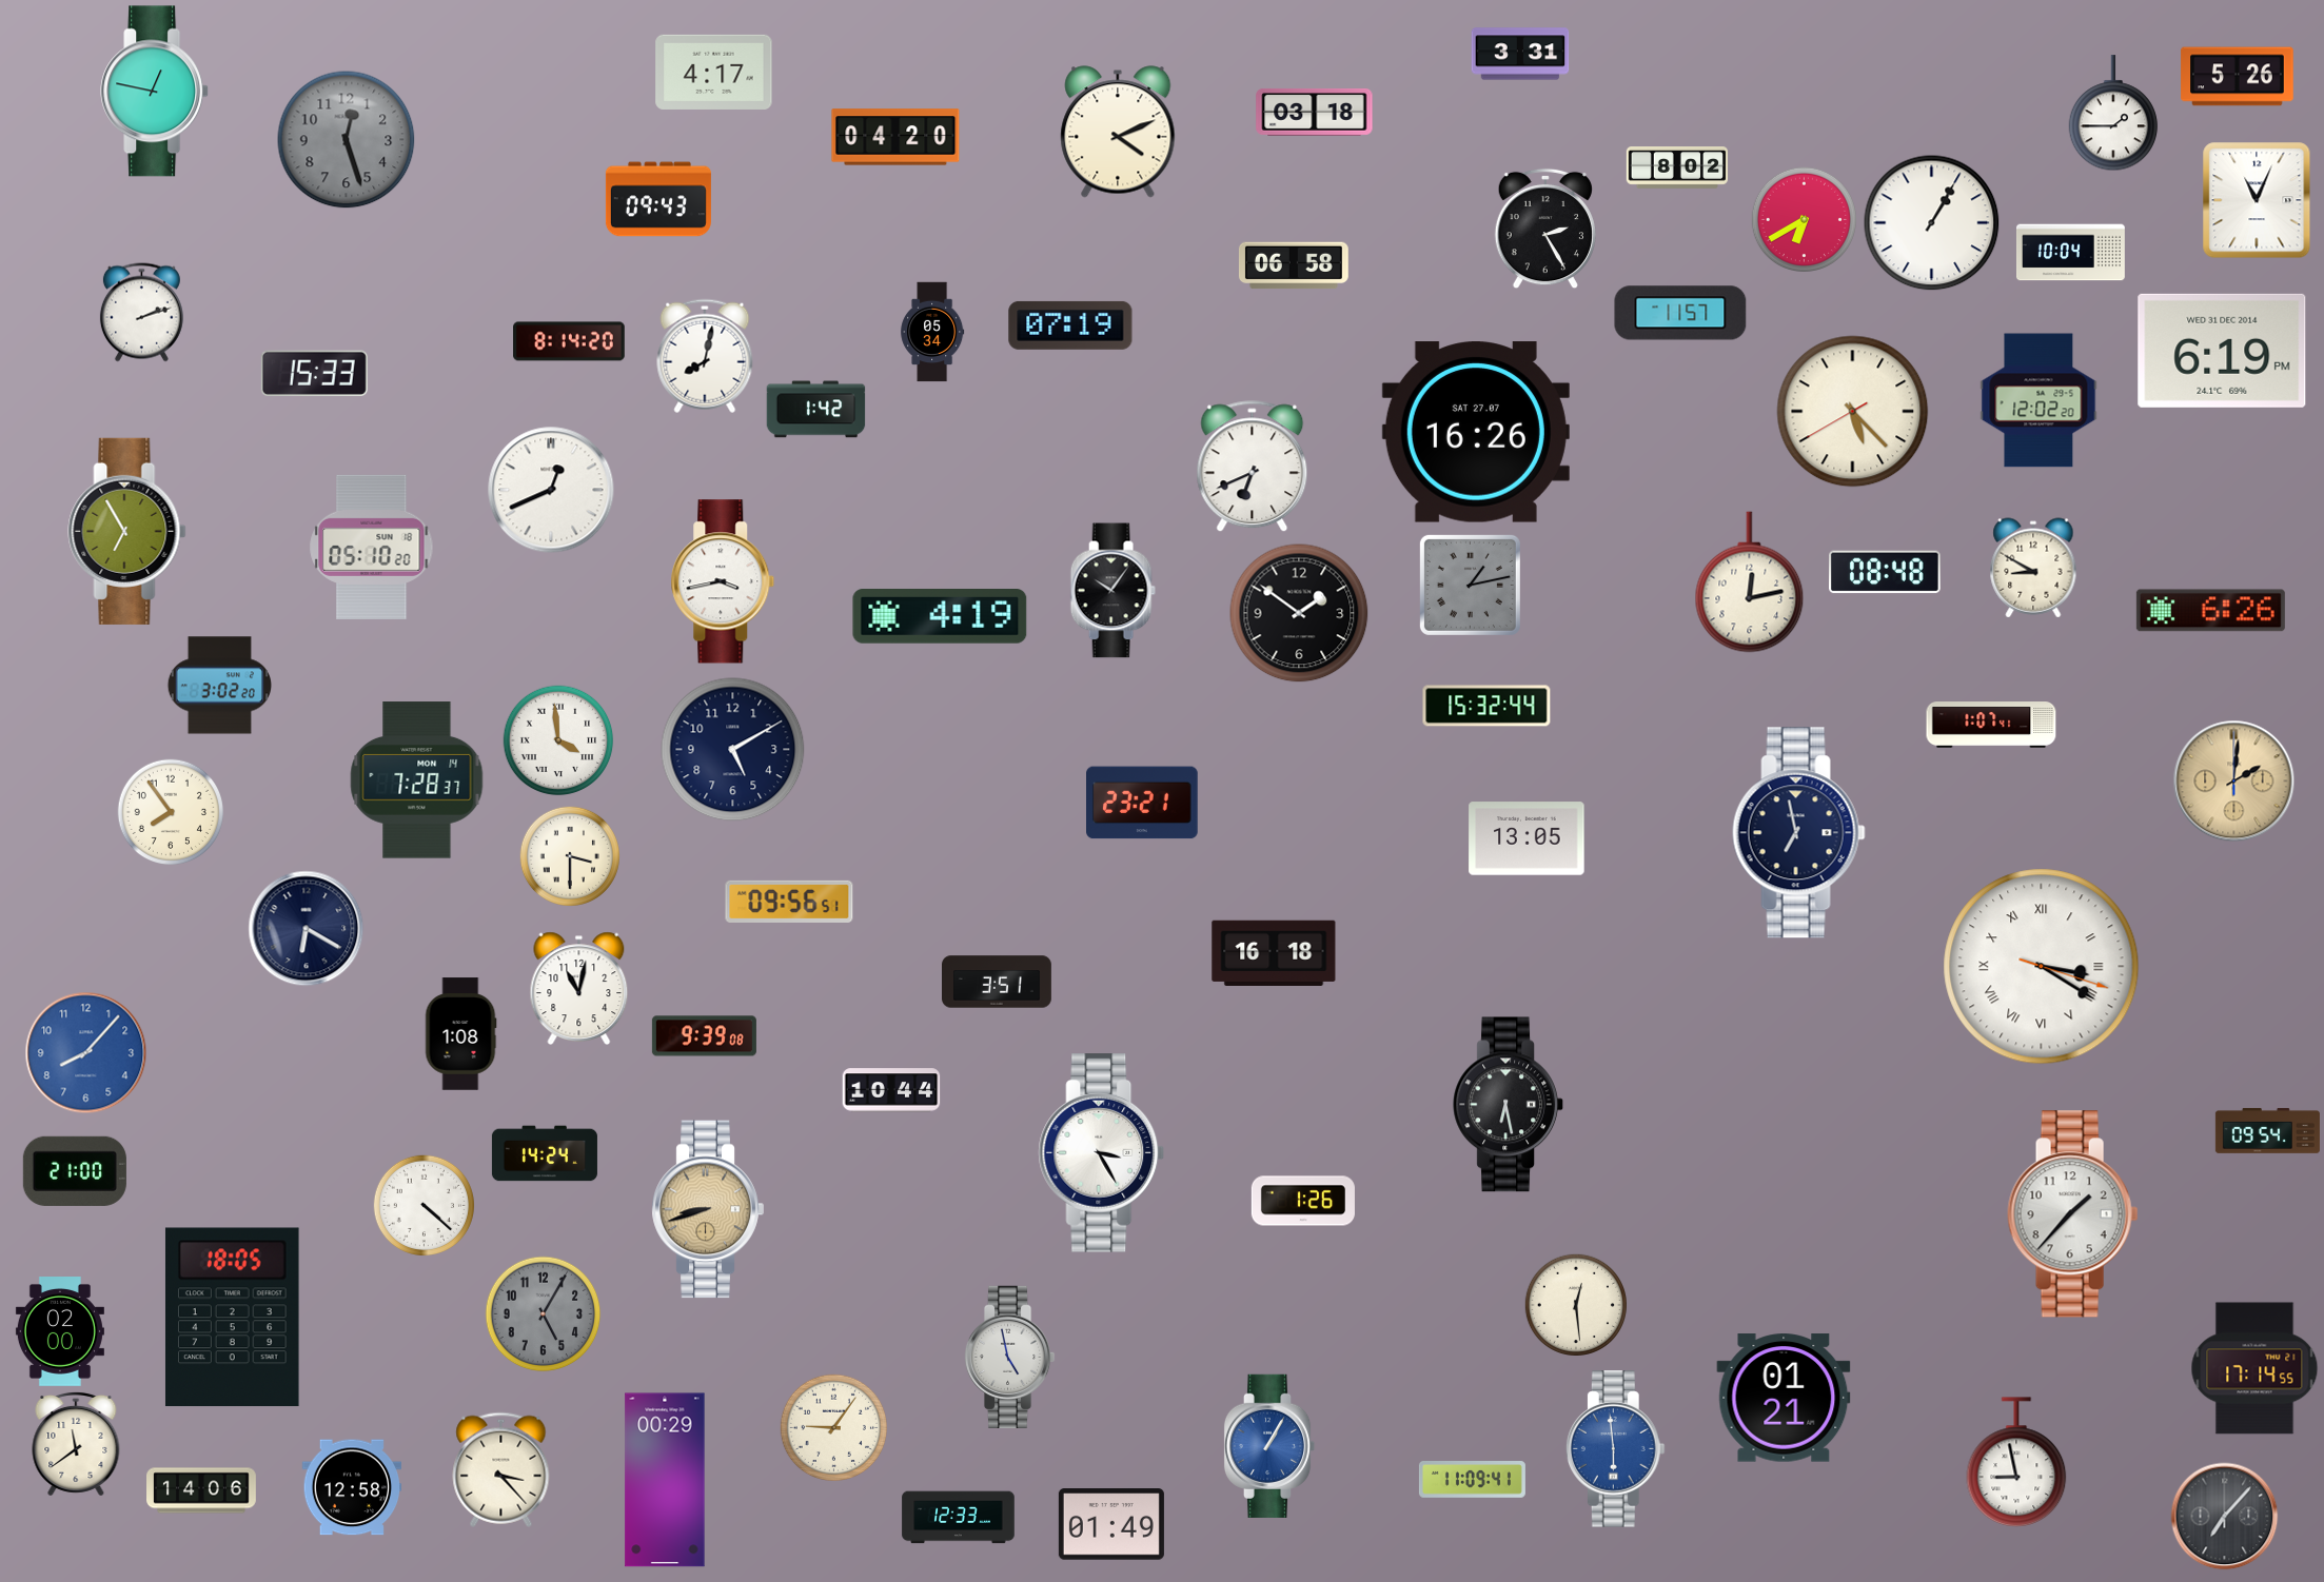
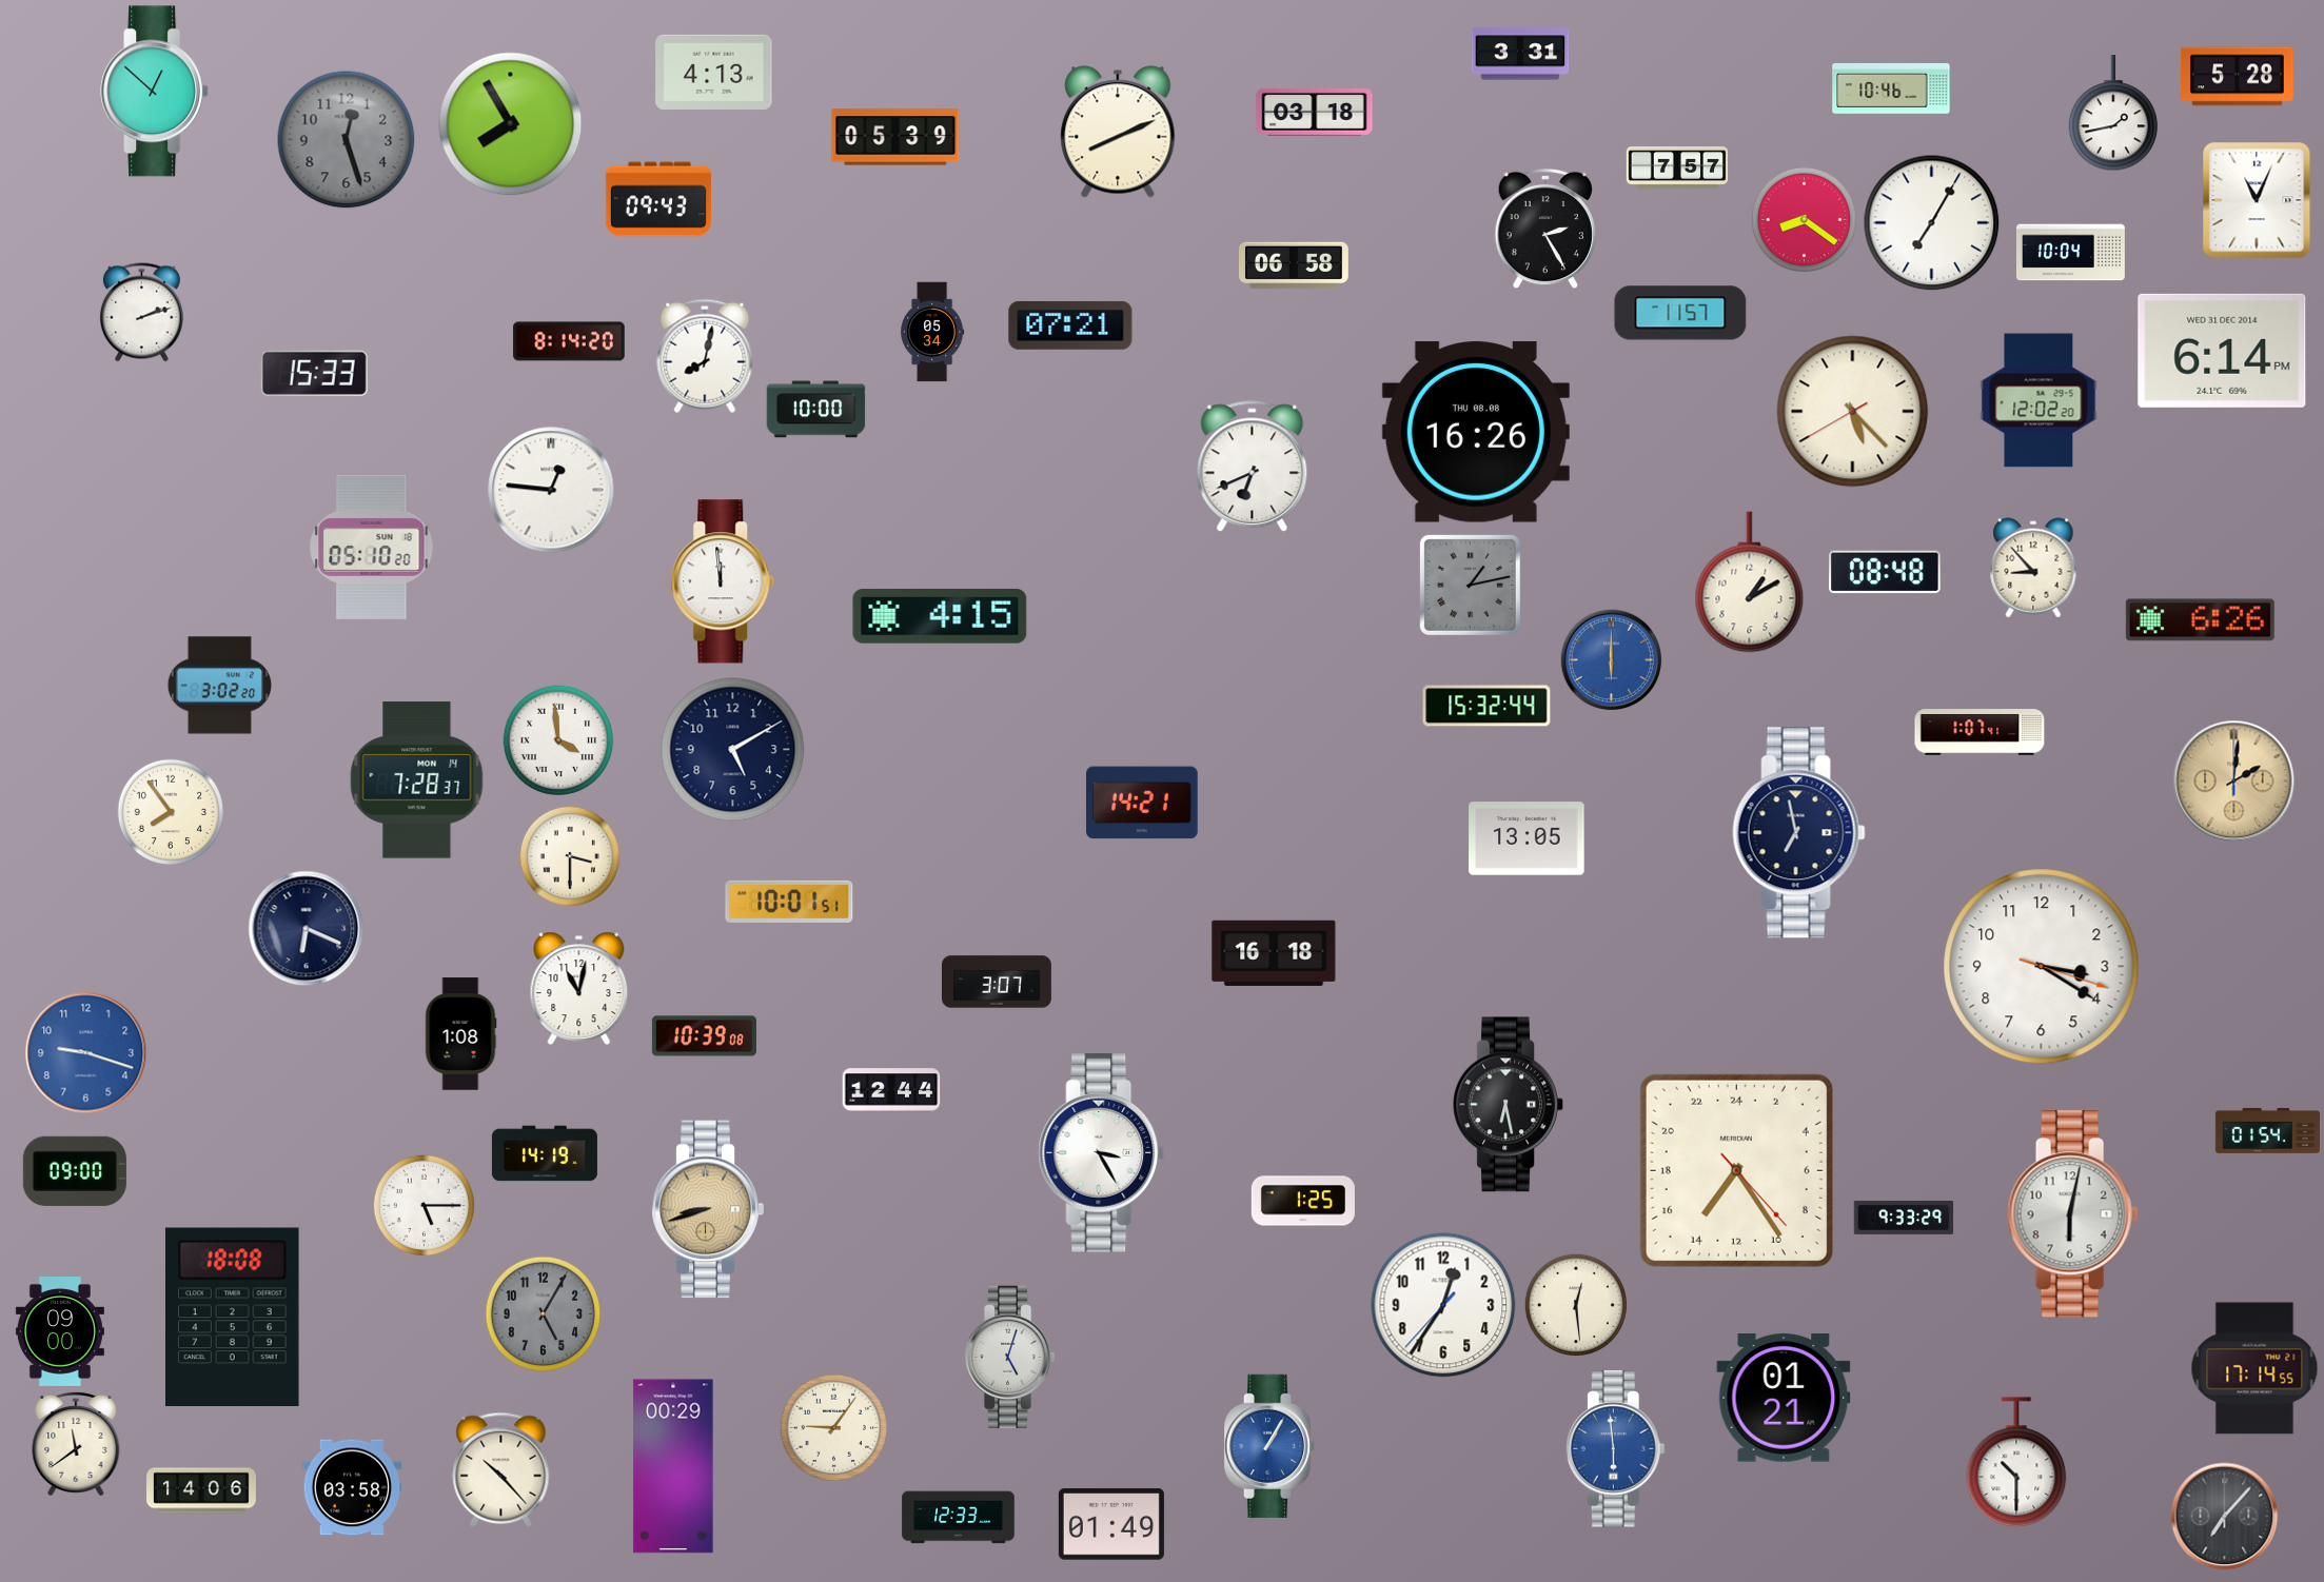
clock at (714, 72): 4:17 -> 4:13
clock at (2238, 77): 5:26 -> 5:28
clock at (1891, 88): none -> 10:46
clock at (155, 92): 12:47 -> 12:52
clock at (2113, 114): 1:45 -> 1:43
clock at (511, 124): none -> 7:55
clock at (1118, 132): 4:11 -> 8:11
clock at (895, 137): 04:20 -> 05:39
clock at (1677, 169): 8:02 -> 7:57
clock at (1804, 219): 6:40 -> 8:21
clock at (1932, 223): 1:05 -> 7:05
clock at (1070, 325): 07:19 -> 07:21
clock at (2222, 351): 6:19 -> 6:14
clock at (816, 410): 1:42 -> 10:00
clock at (1476, 432) date: SAT 27.07 -> THU 08.08
clock at (551, 490): 12:41 -> 12:46
clock at (127, 531): 6:55 -> none
clock at (2033, 568): 8:50 -> 8:53
clock at (723, 581): 3:43 -> 11:59
clock at (1750, 582): 12:13 -> 1:10
clock at (1112, 591): 10:06 -> none
clock at (2210, 611) position: (2210, 611) -> (2200, 620)
clock at (1299, 613): 1:51 -> none
clock at (940, 617): 4:19 -> 4:15
clock at (1612, 660): none -> 6:00
clock at (1991, 725) position: (1991, 725) -> (1980, 732)
clock at (1143, 803): 23:21 -> 14:21
clock at (789, 902): 09:56 -> 10:01
clock at (307, 929): 6:20 -> 6:19
clock at (2042, 967) numerals: Roman -> Arabic
clock at (998, 982): 3:51 -> 3:07
clock at (704, 1036): 9:39 -> 10:39
clock at (86, 1053): 8:07 -> 9:18
clock at (891, 1090): 10:44 -> 12:44
clock at (2267, 1130): 09:54 -> 01:54
clock at (545, 1153): 14:24 -> 14:19
clock at (1736, 1170): none -> 14:24
clock at (75, 1171): 21:00 -> 09:00
clock at (1303, 1201): 1:26 -> 1:25
clock at (424, 1205): 4:22 -> 5:15
clock at (2073, 1214): 1:37 -> 6:02
clock at (1904, 1219): none -> 9:33
clock at (1443, 1305): none -> 12:35
clock at (232, 1318): 18:05 -> 18:08
clock at (60, 1332): 02:00 -> 09:00
clock at (1009, 1357): 4:58 -> 5:03
clock at (2016, 1462): 8:58 -> 10:30
clock at (501, 1469): 3:23 -> 10:23
clock at (665, 1480) position: (665, 1480) -> (673, 1466)
clock at (1472, 1480): 11:09 -> none
clock at (352, 1487): 12:58 -> 03:58
